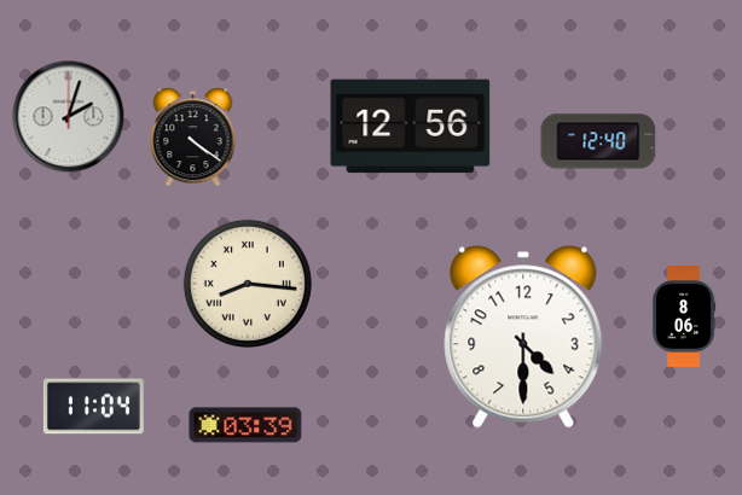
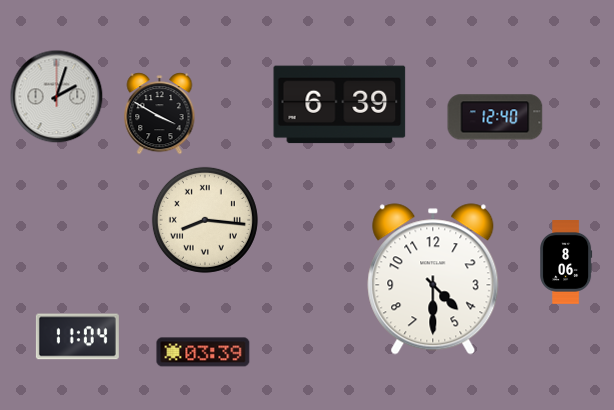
clock at (411, 127): 12:56 -> 6:39
clock at (193, 138): 4:21 -> 3:50
clock at (248, 284) position: (248, 284) -> (205, 220)
